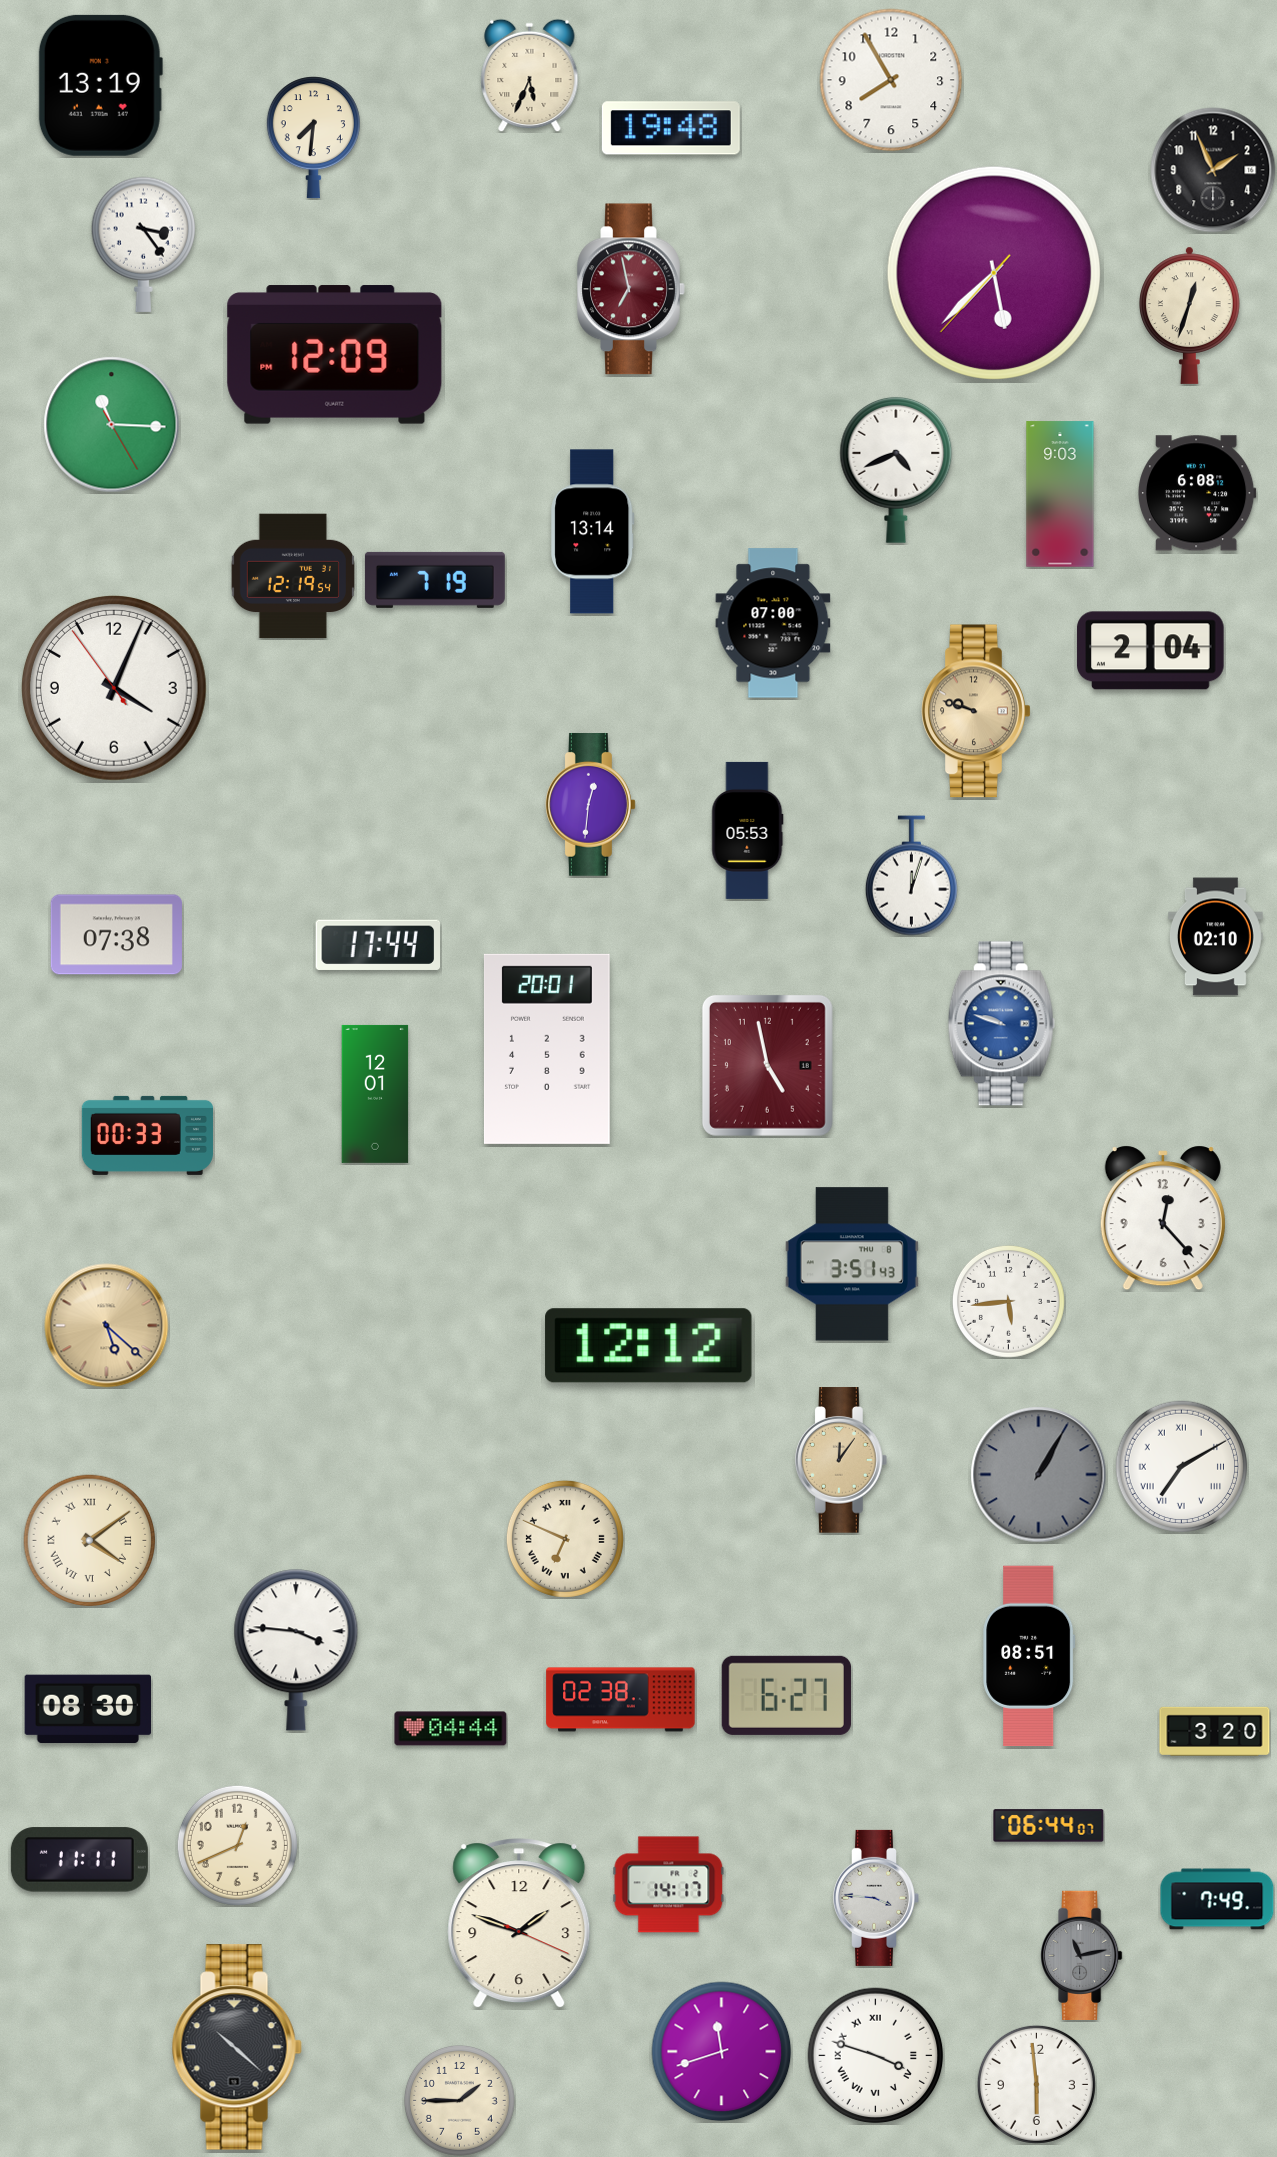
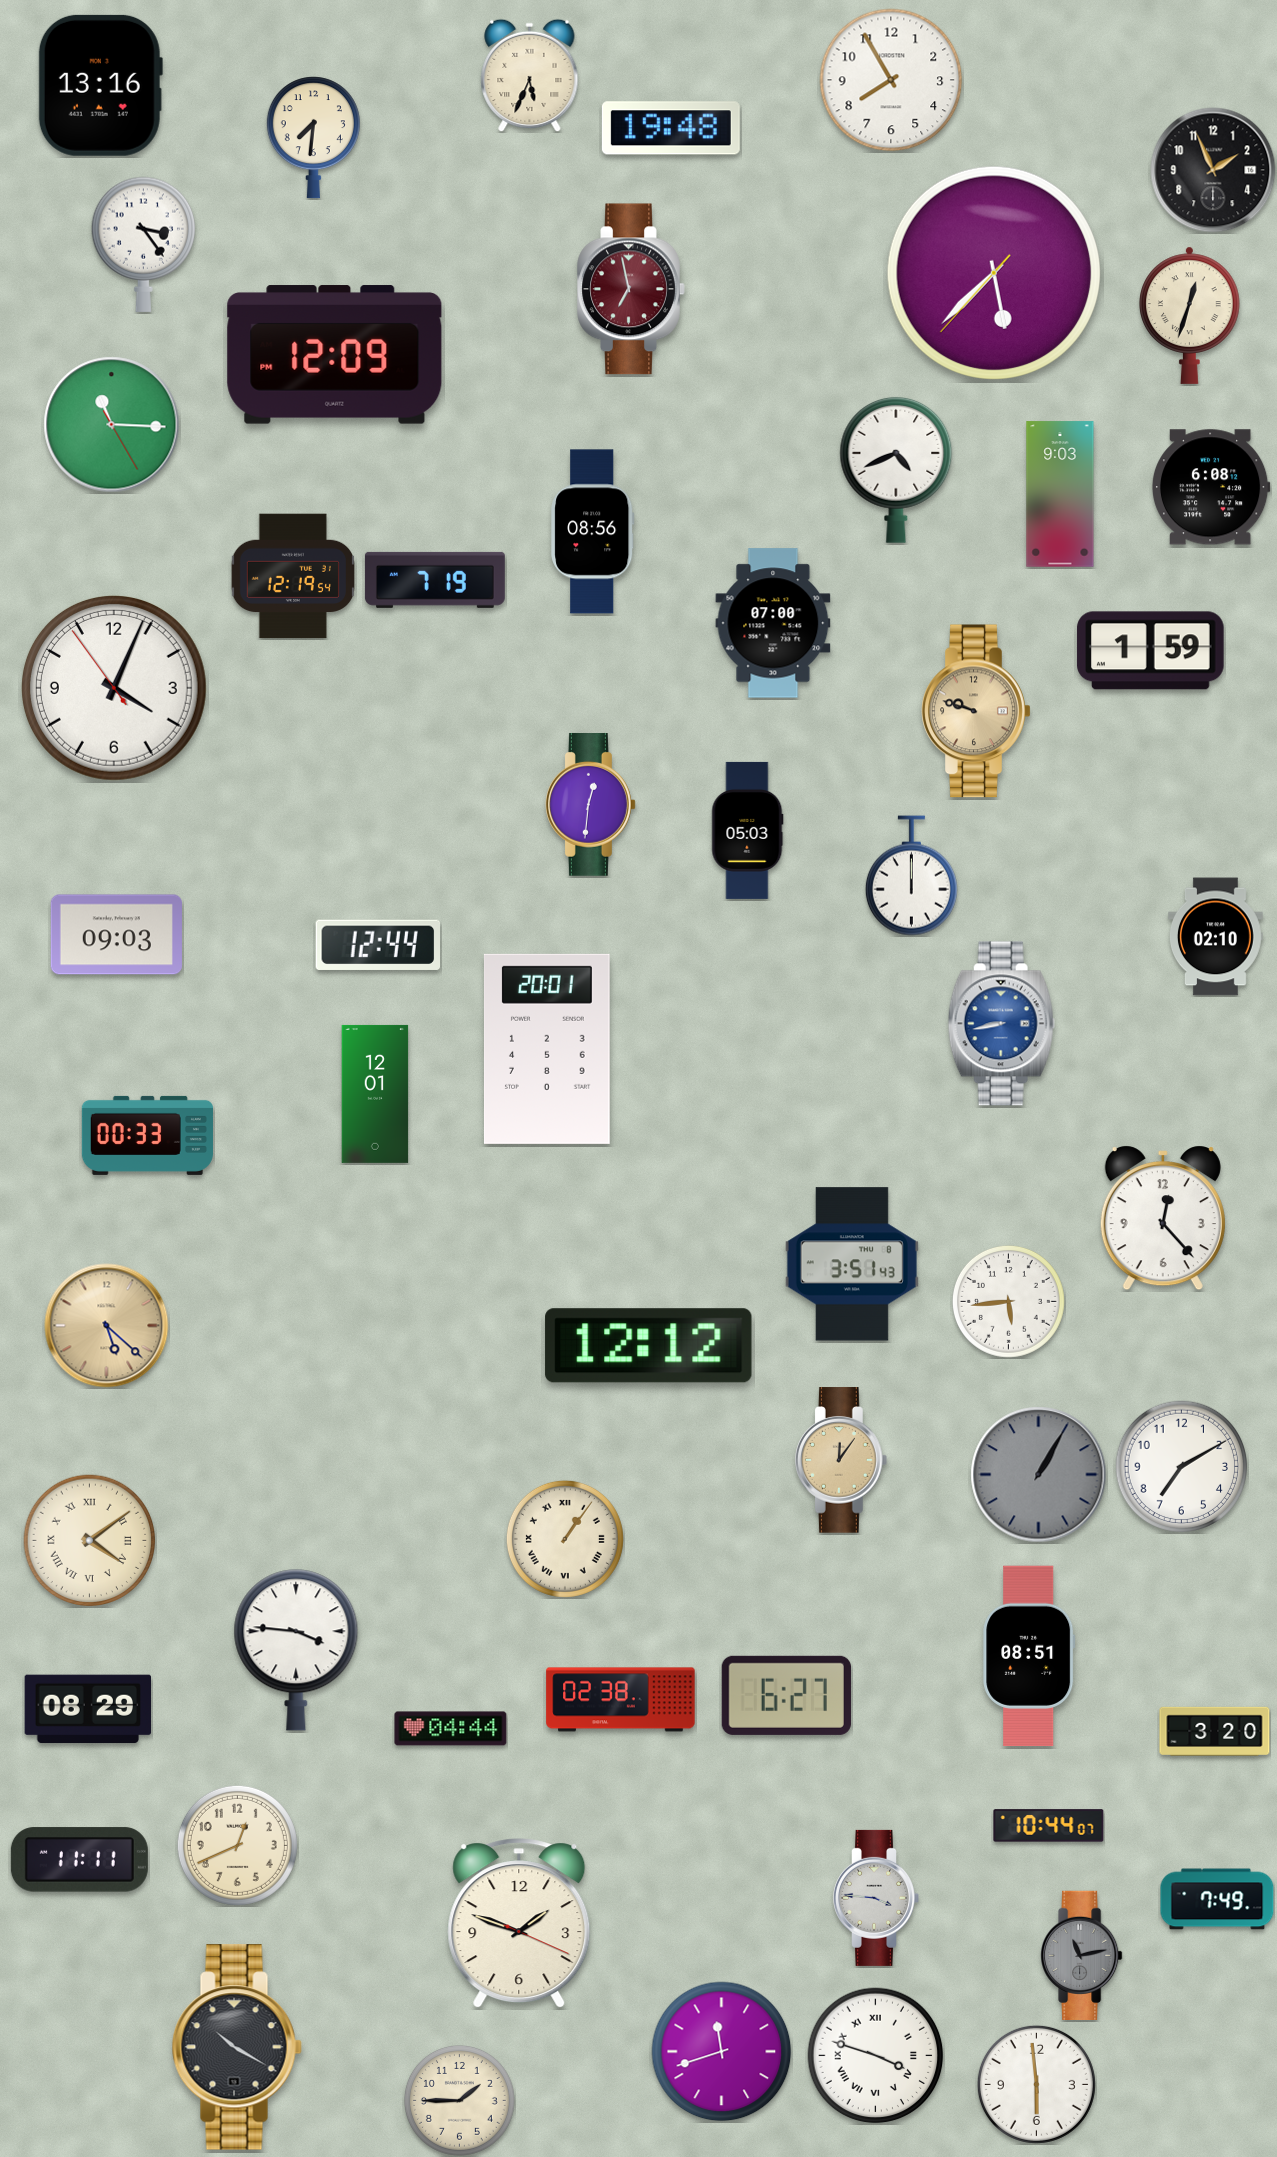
clock at (100, 85): 13:19 -> 13:16
clock at (1197, 493) position: (1197, 493) -> (1211, 487)
clock at (593, 532): 13:14 -> 08:56
clock at (1151, 651): 2:04 -> 1:59
clock at (748, 830): 05:53 -> 05:03
clock at (911, 876): 12:03 -> 12:00
clock at (116, 935): 07:38 -> 09:03
clock at (377, 945): 17:44 -> 12:44
clock at (1001, 1024): 9:48 -> 8:43
clock at (767, 1065): 4:58 -> none
clock at (1182, 1467) numerals: Roman -> Arabic
clock at (565, 1539): 6:49 -> 1:06
clock at (88, 1709): 08:30 -> 08:29
clock at (1049, 1826): 06:44 -> 10:44
clock at (669, 1885): 14:17 -> none
clock at (237, 2047): 10:22 -> 10:20
